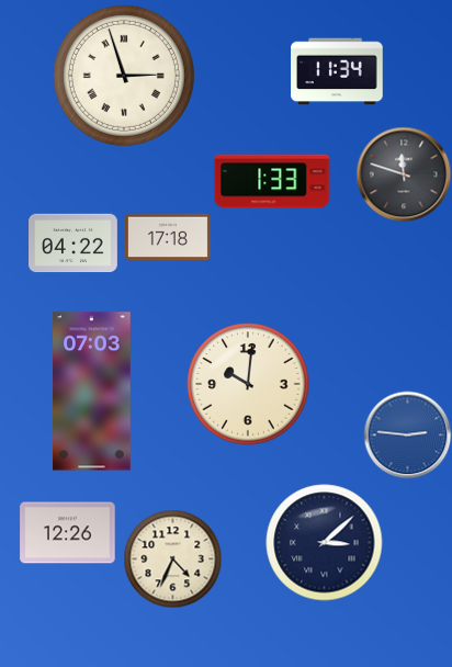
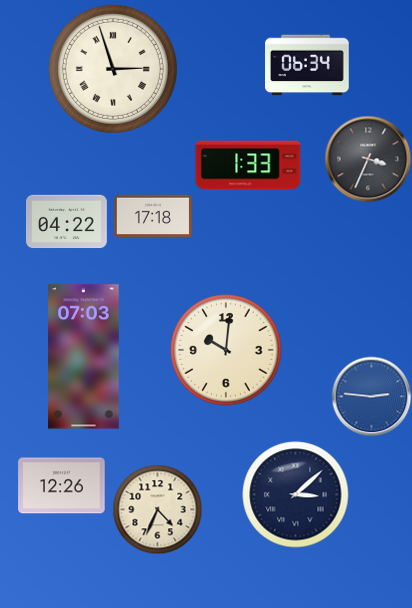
clock at (337, 71): 11:34 -> 06:34
clock at (404, 174): 11:48 -> 3:34
